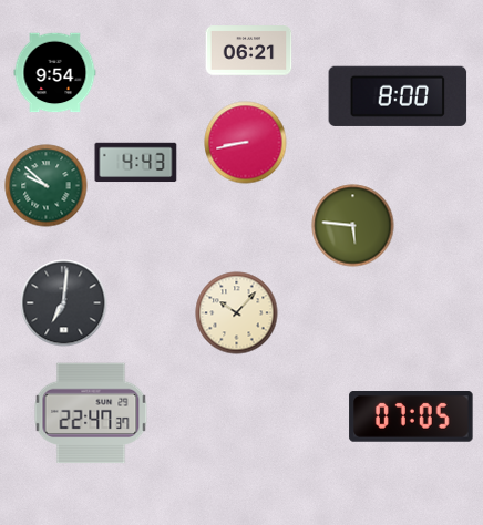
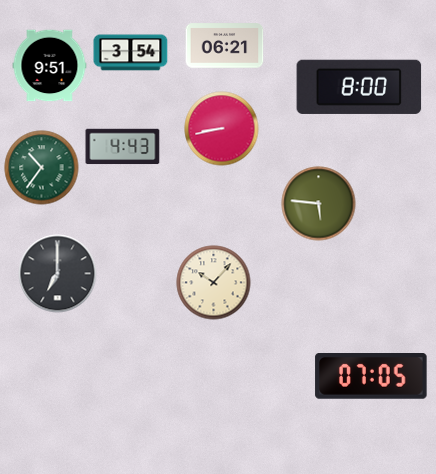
clock at (131, 53): none -> 3:54
clock at (55, 73): 9:54 -> 9:51
clock at (47, 186): 9:52 -> 10:36
clock at (64, 303): 7:01 -> 7:00
clock at (91, 413): 22:47 -> none
